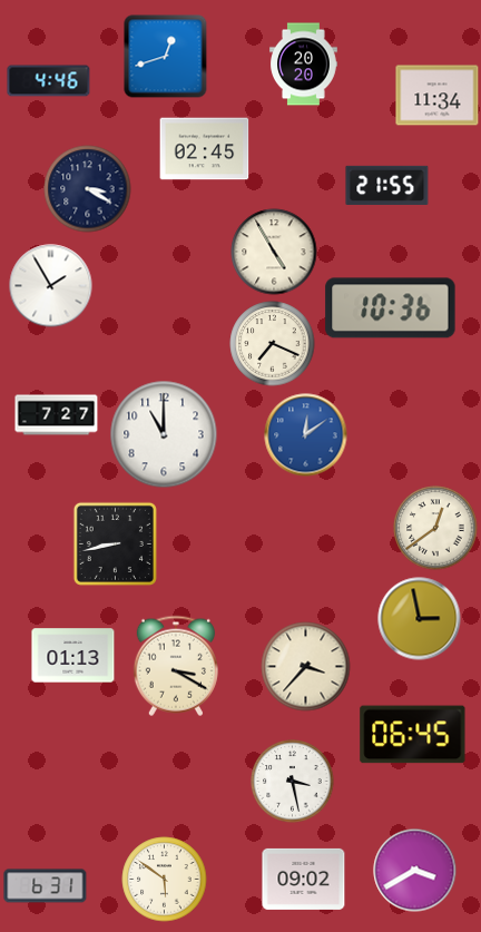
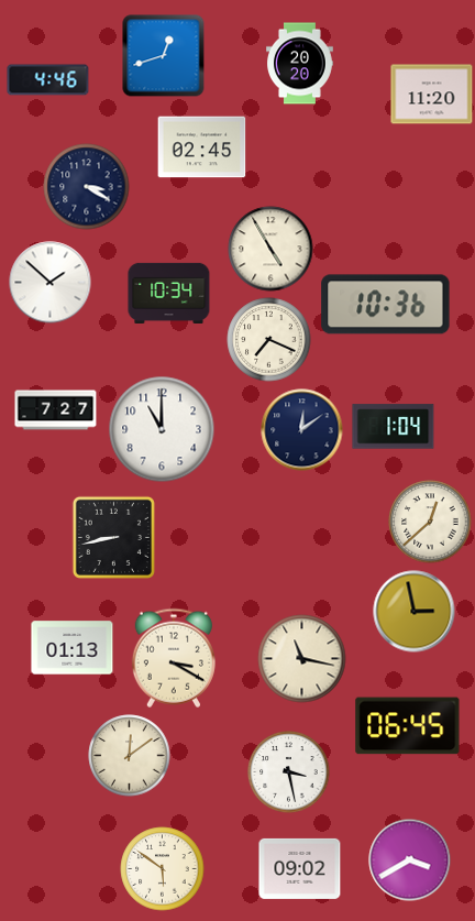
clock at (438, 96): 11:34 -> 11:20
clock at (387, 185): 21:55 -> none
clock at (51, 286): 1:55 -> 1:52
clock at (169, 293): none -> 10:34
clock at (394, 427): none -> 1:04
clock at (306, 435) dial: blue -> navy
clock at (435, 528): 12:39 -> 12:38
clock at (306, 667): 3:37 -> 11:17
clock at (130, 756): none -> 12:09
clock at (46, 886): 6:31 -> none
